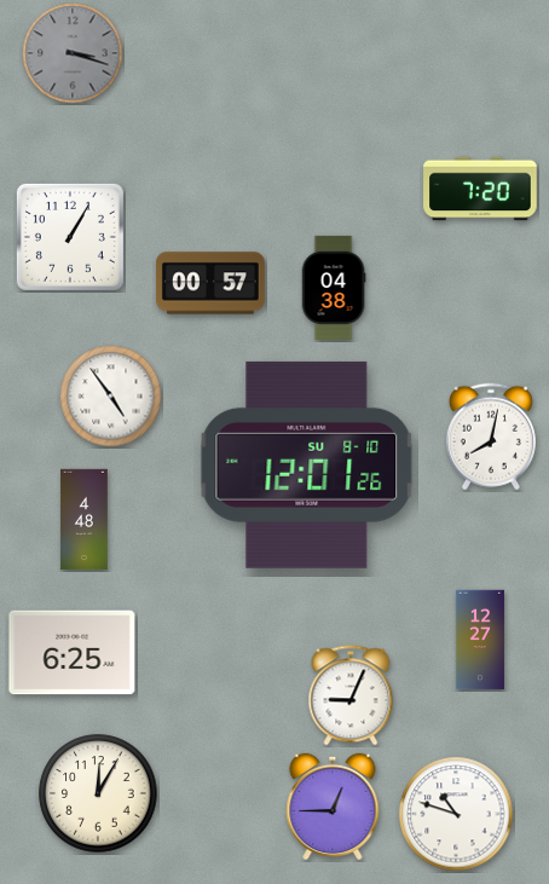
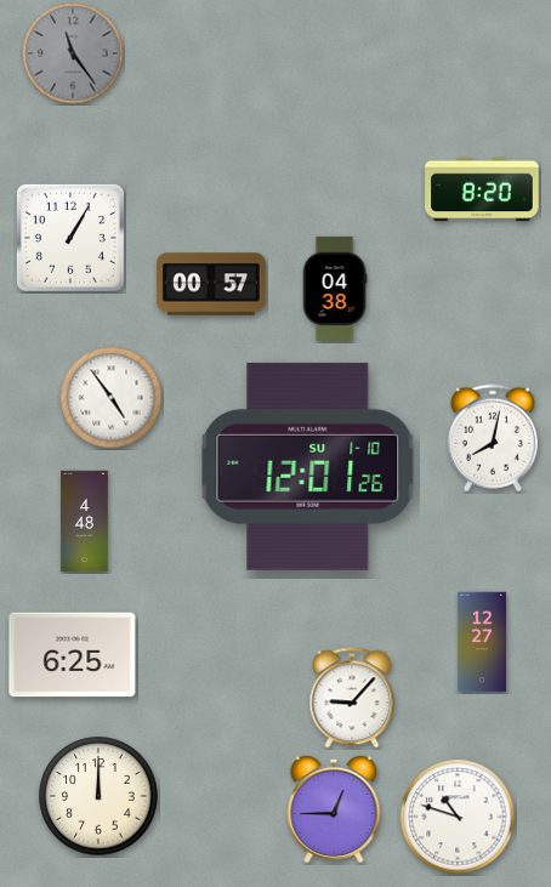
clock at (73, 53): 3:18 -> 11:24
clock at (480, 189): 7:20 -> 8:20
clock at (307, 464) date: SU 8-10 -> SU 1-10
clock at (351, 695): 9:04 -> 9:07
clock at (98, 793): 12:05 -> 12:00
